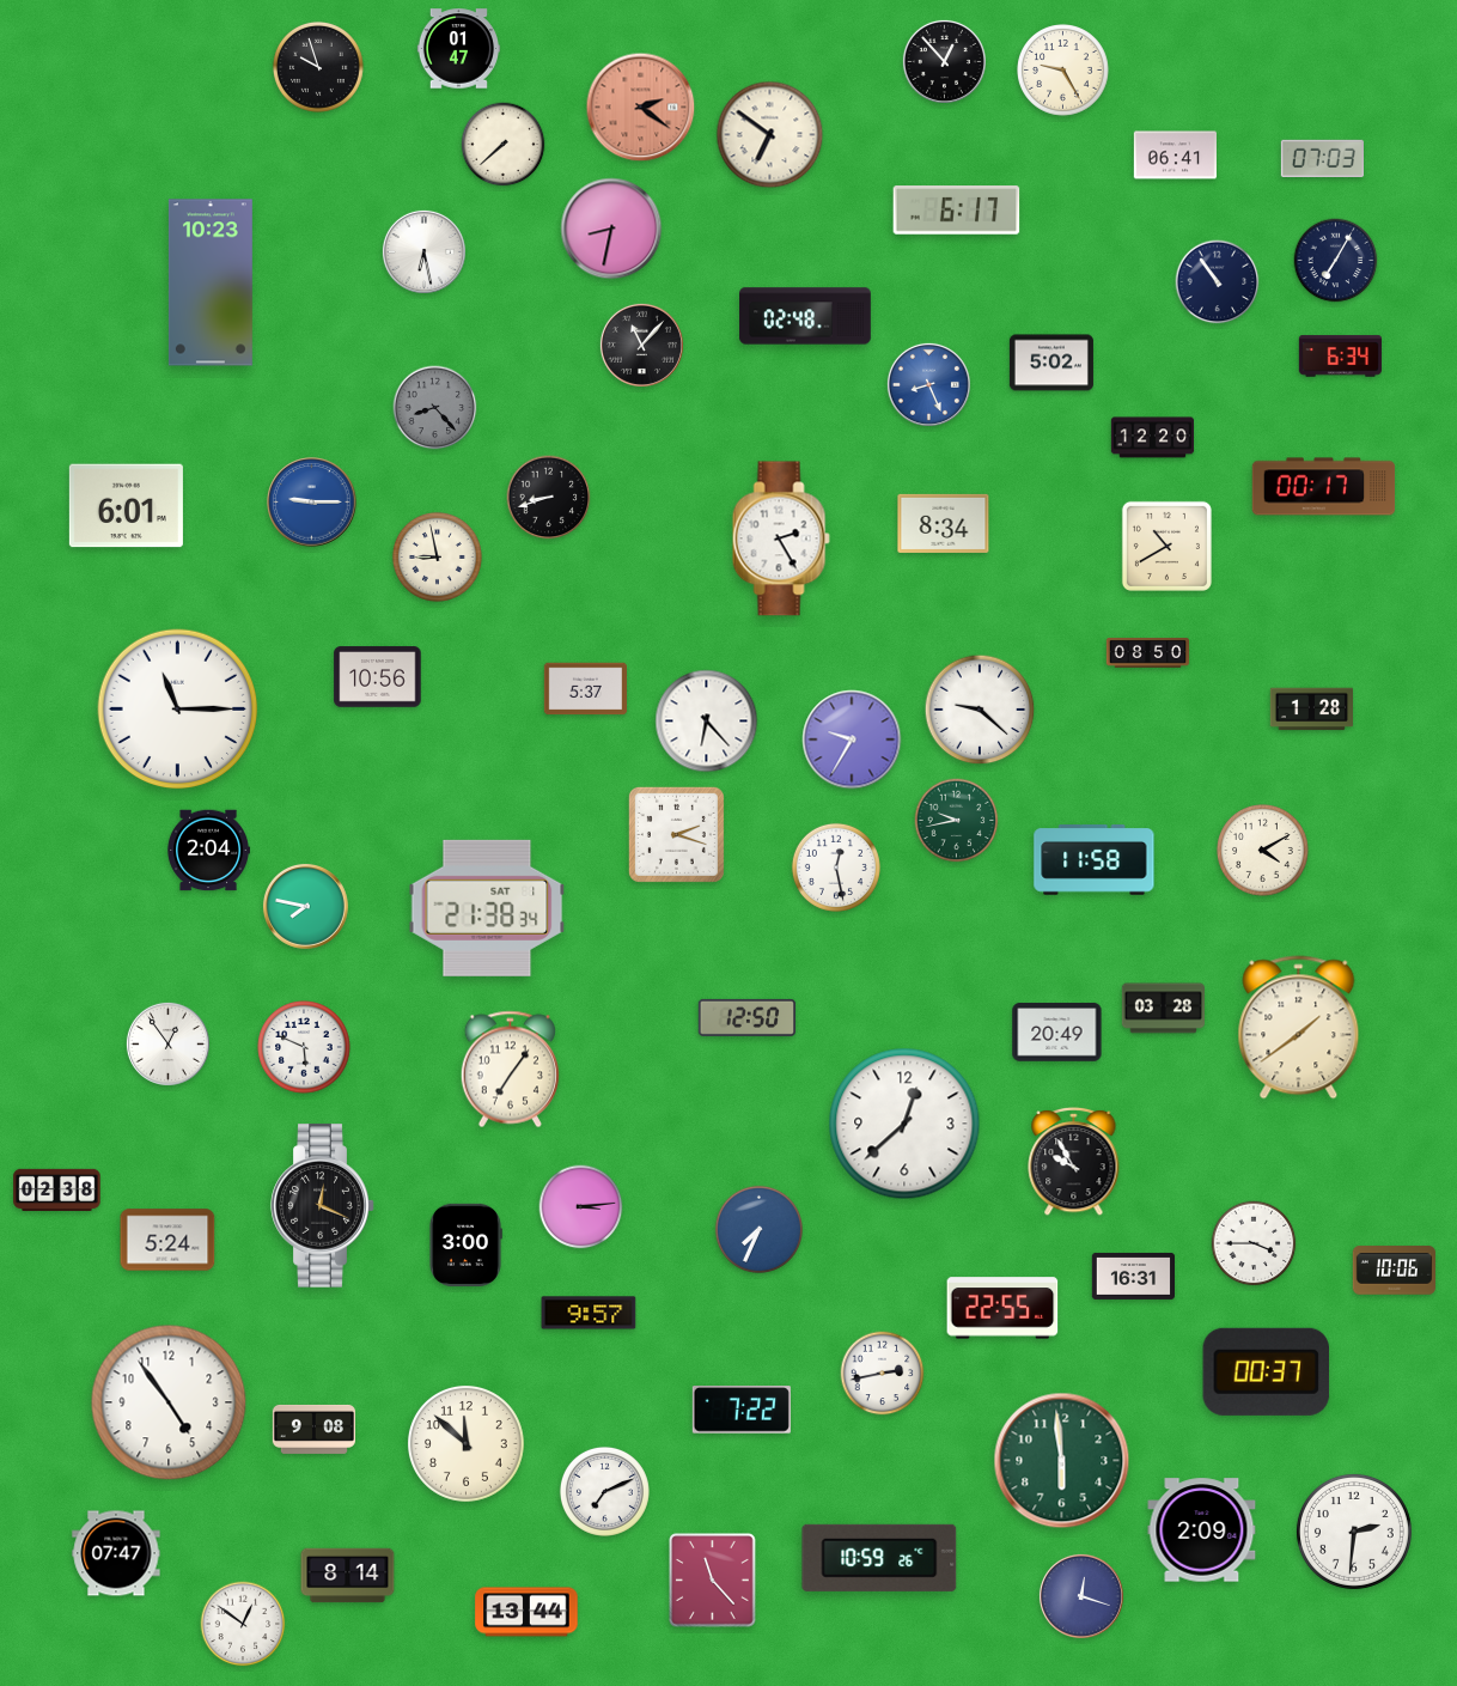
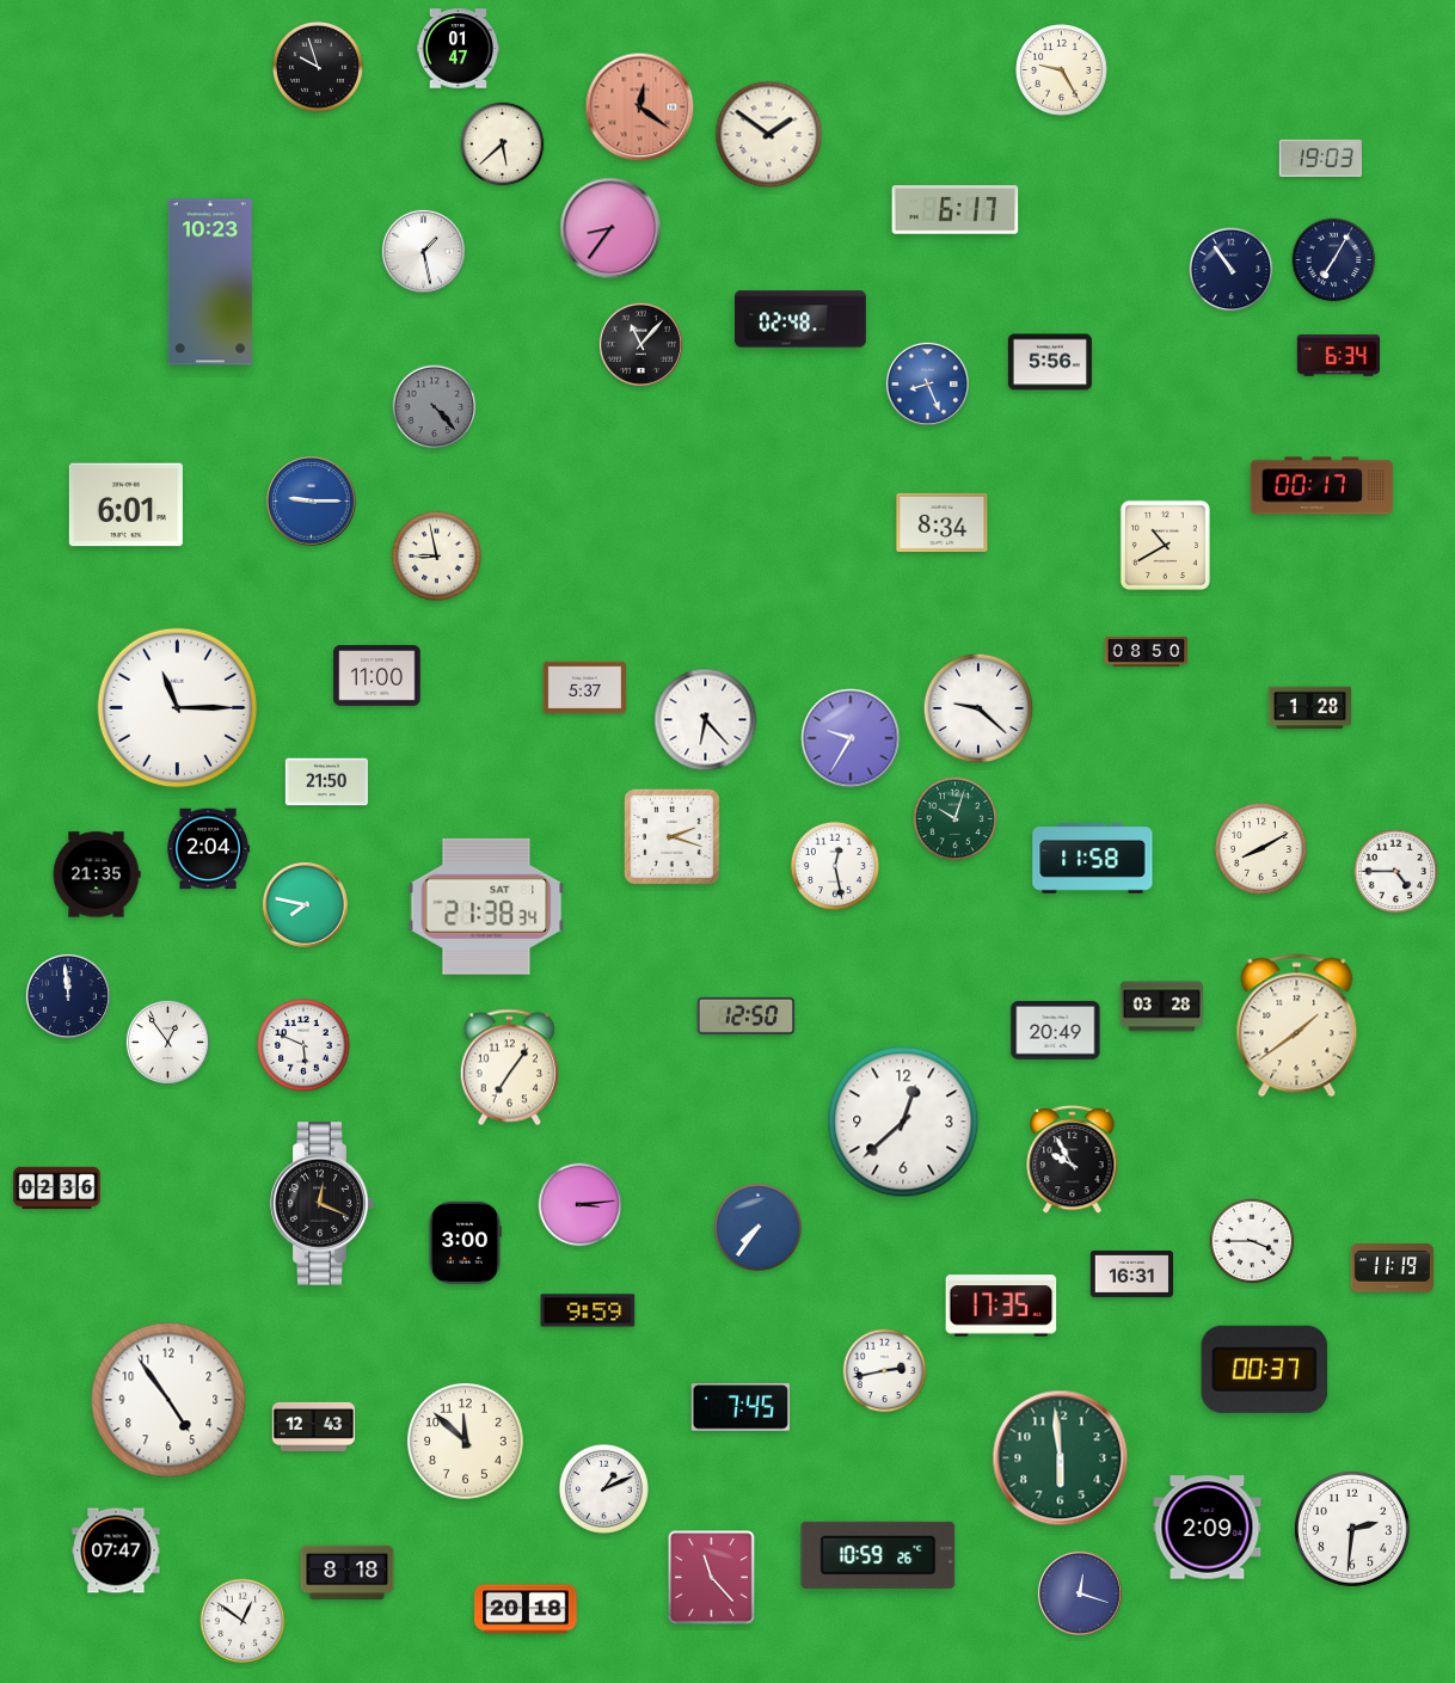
clock at (944, 61): 12:53 -> none
clock at (641, 108): 2:21 -> 12:21
clock at (770, 135): 6:51 -> 1:51
clock at (504, 145): 7:38 -> 5:38
clock at (1175, 156): 06:41 -> none
clock at (1322, 159): 07:03 -> 19:03
clock at (611, 229): 8:32 -> 8:36
clock at (423, 251): 6:28 -> 1:28
clock at (1218, 282) position: (1218, 282) -> (1232, 270)
clock at (805, 316) position: (805, 316) -> (800, 319)
clock at (1051, 363): 5:02 -> 5:56
clock at (435, 408): 8:23 -> 4:23
clock at (1152, 438): 12:20 -> none
clock at (549, 498): 8:42 -> none
clock at (781, 538): 2:25 -> none
clock at (378, 677): 10:56 -> 11:00
clock at (326, 782): none -> 21:50
clock at (957, 821): 9:43 -> 10:03
clock at (676, 834) position: (676, 834) -> (671, 836)
clock at (1263, 851): 4:10 -> 8:10
clock at (1396, 872): none -> 4:45
clock at (97, 874): none -> 21:35
clock at (68, 996): none -> 11:59
clock at (57, 1189): 02:38 -> 02:36
clock at (758, 1229): 7:34 -> 7:36
clock at (167, 1240): 5:24 -> none
clock at (1394, 1271): 10:06 -> 11:19
clock at (1002, 1308): 22:55 -> 17:35
clock at (589, 1313): 9:57 -> 9:59
clock at (883, 1374) position: (883, 1374) -> (885, 1371)
clock at (742, 1410): 7:22 -> 7:45
clock at (313, 1429): 9:08 -> 12:43
clock at (604, 1491): 7:11 -> 1:11
clock at (1202, 1530) position: (1202, 1530) -> (1208, 1528)
clock at (348, 1576): 8:14 -> 8:18
clock at (526, 1612): 13:44 -> 20:18
